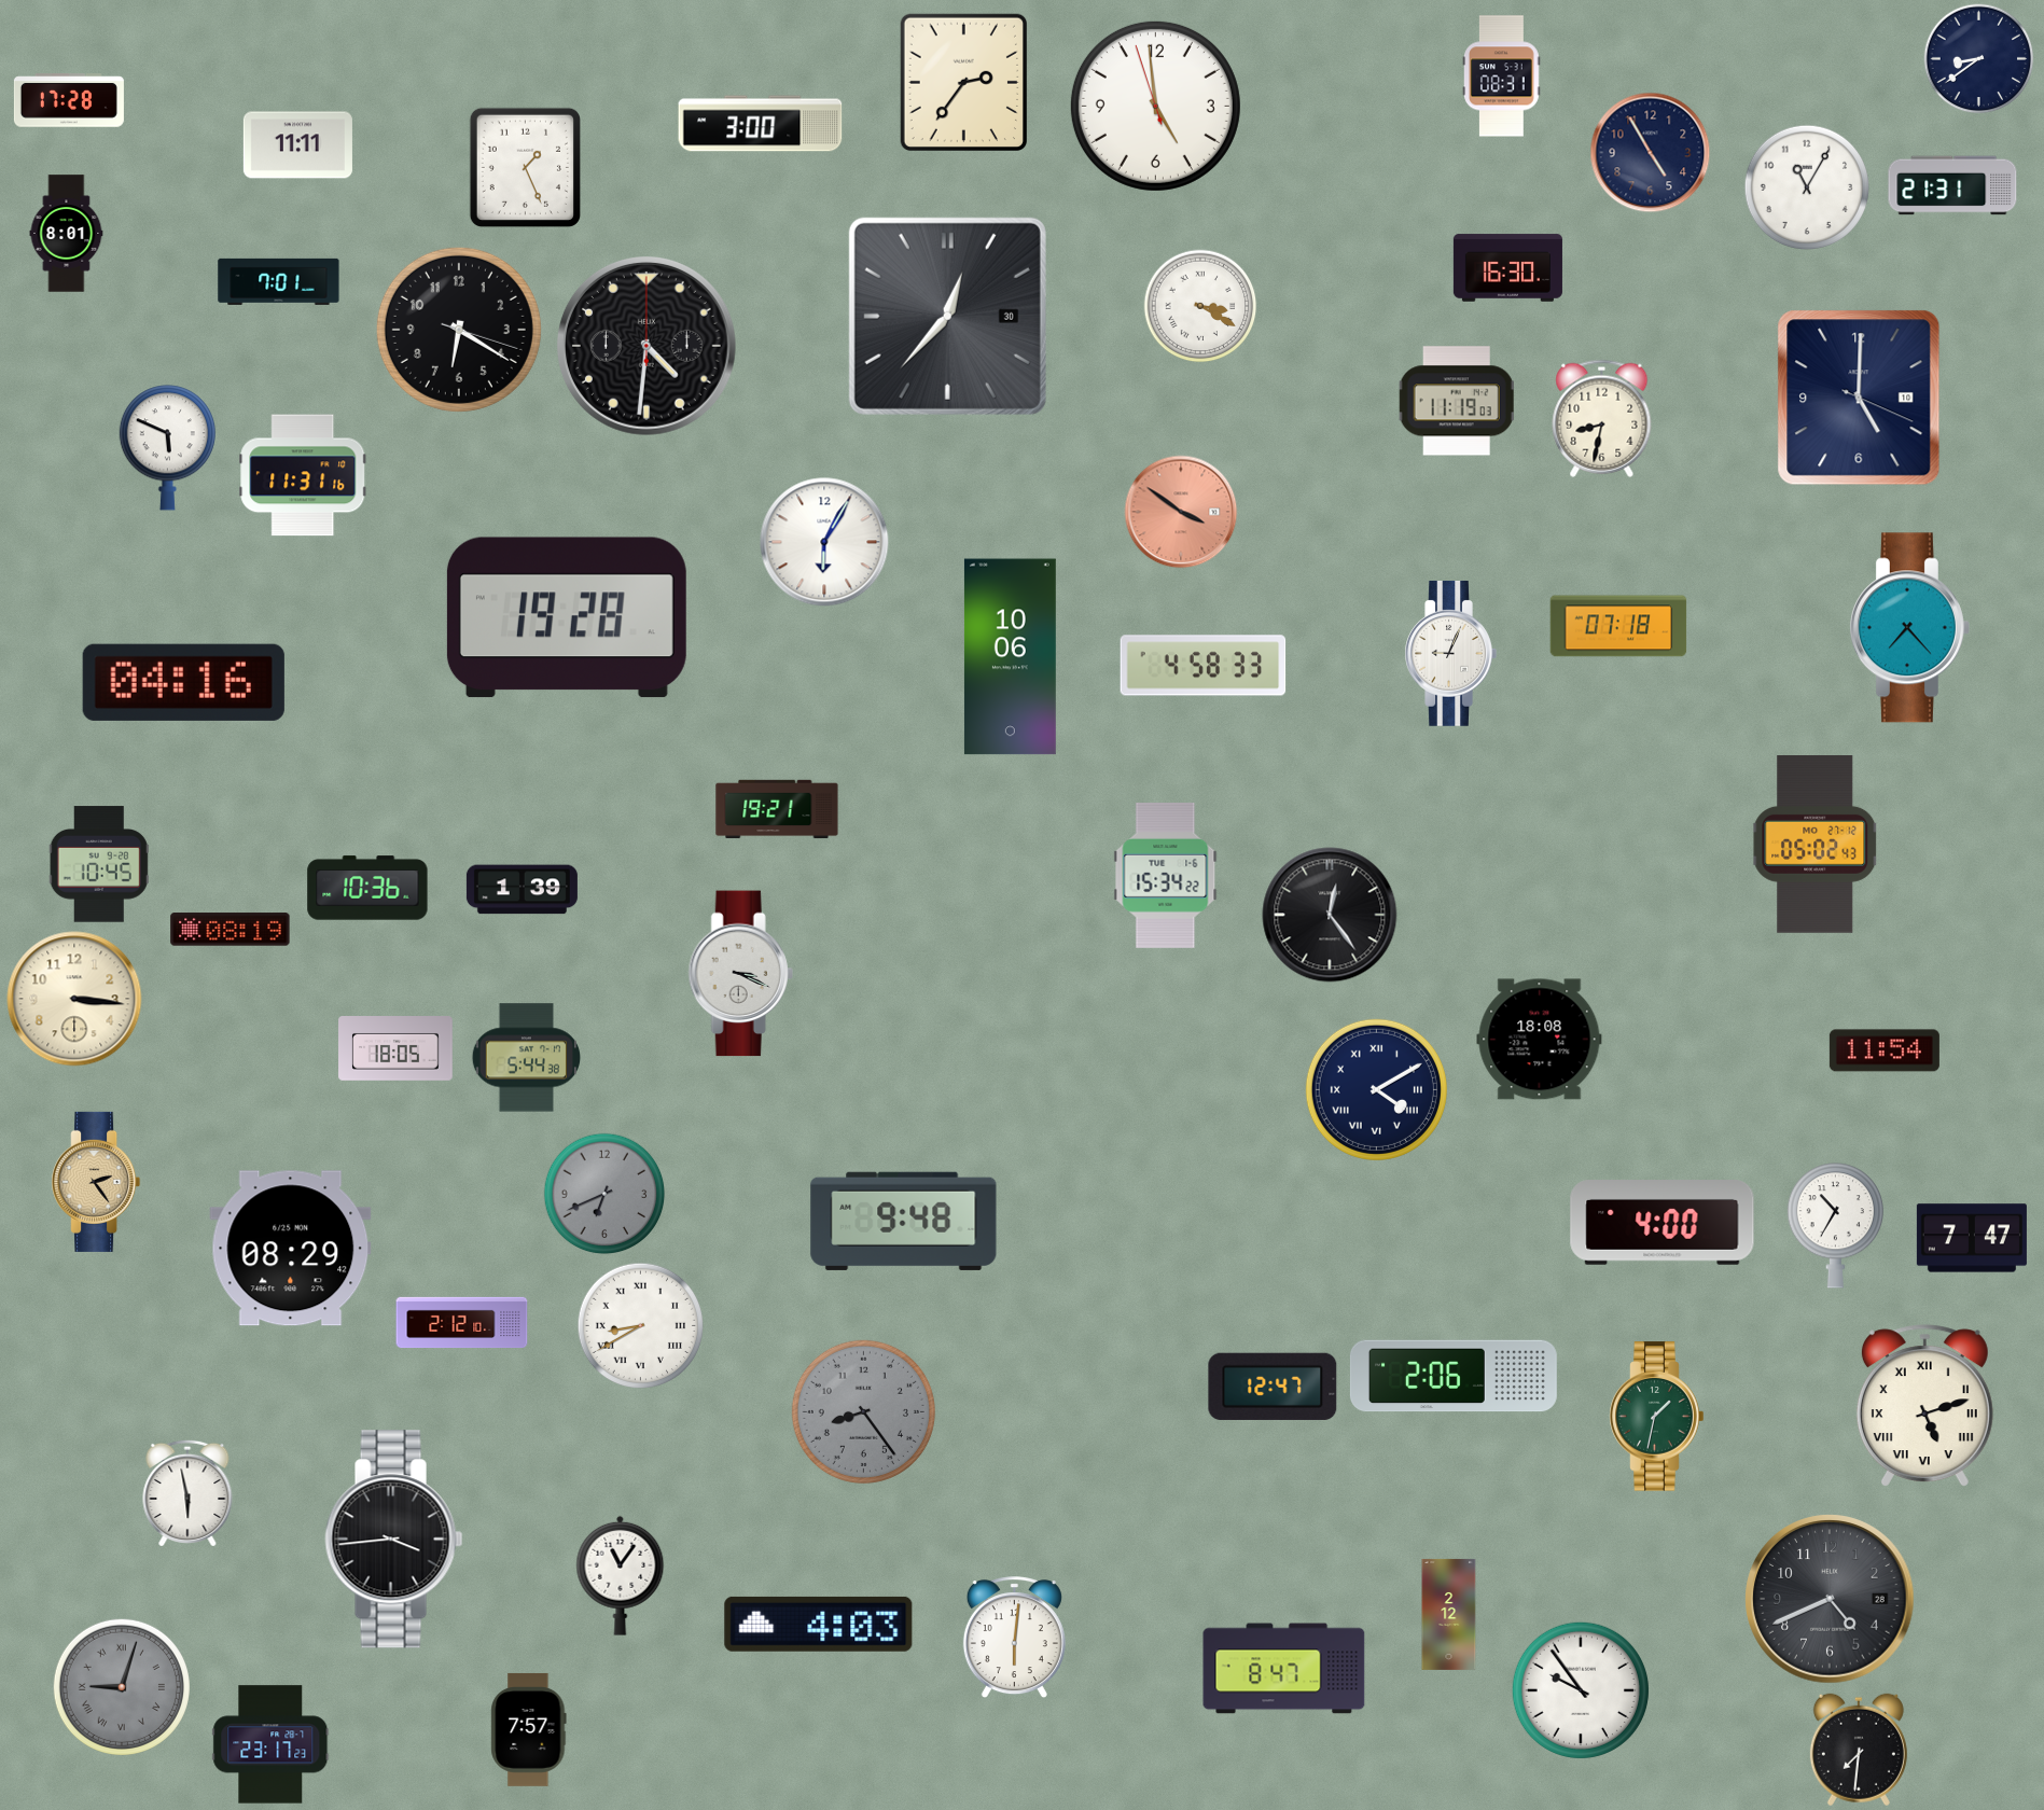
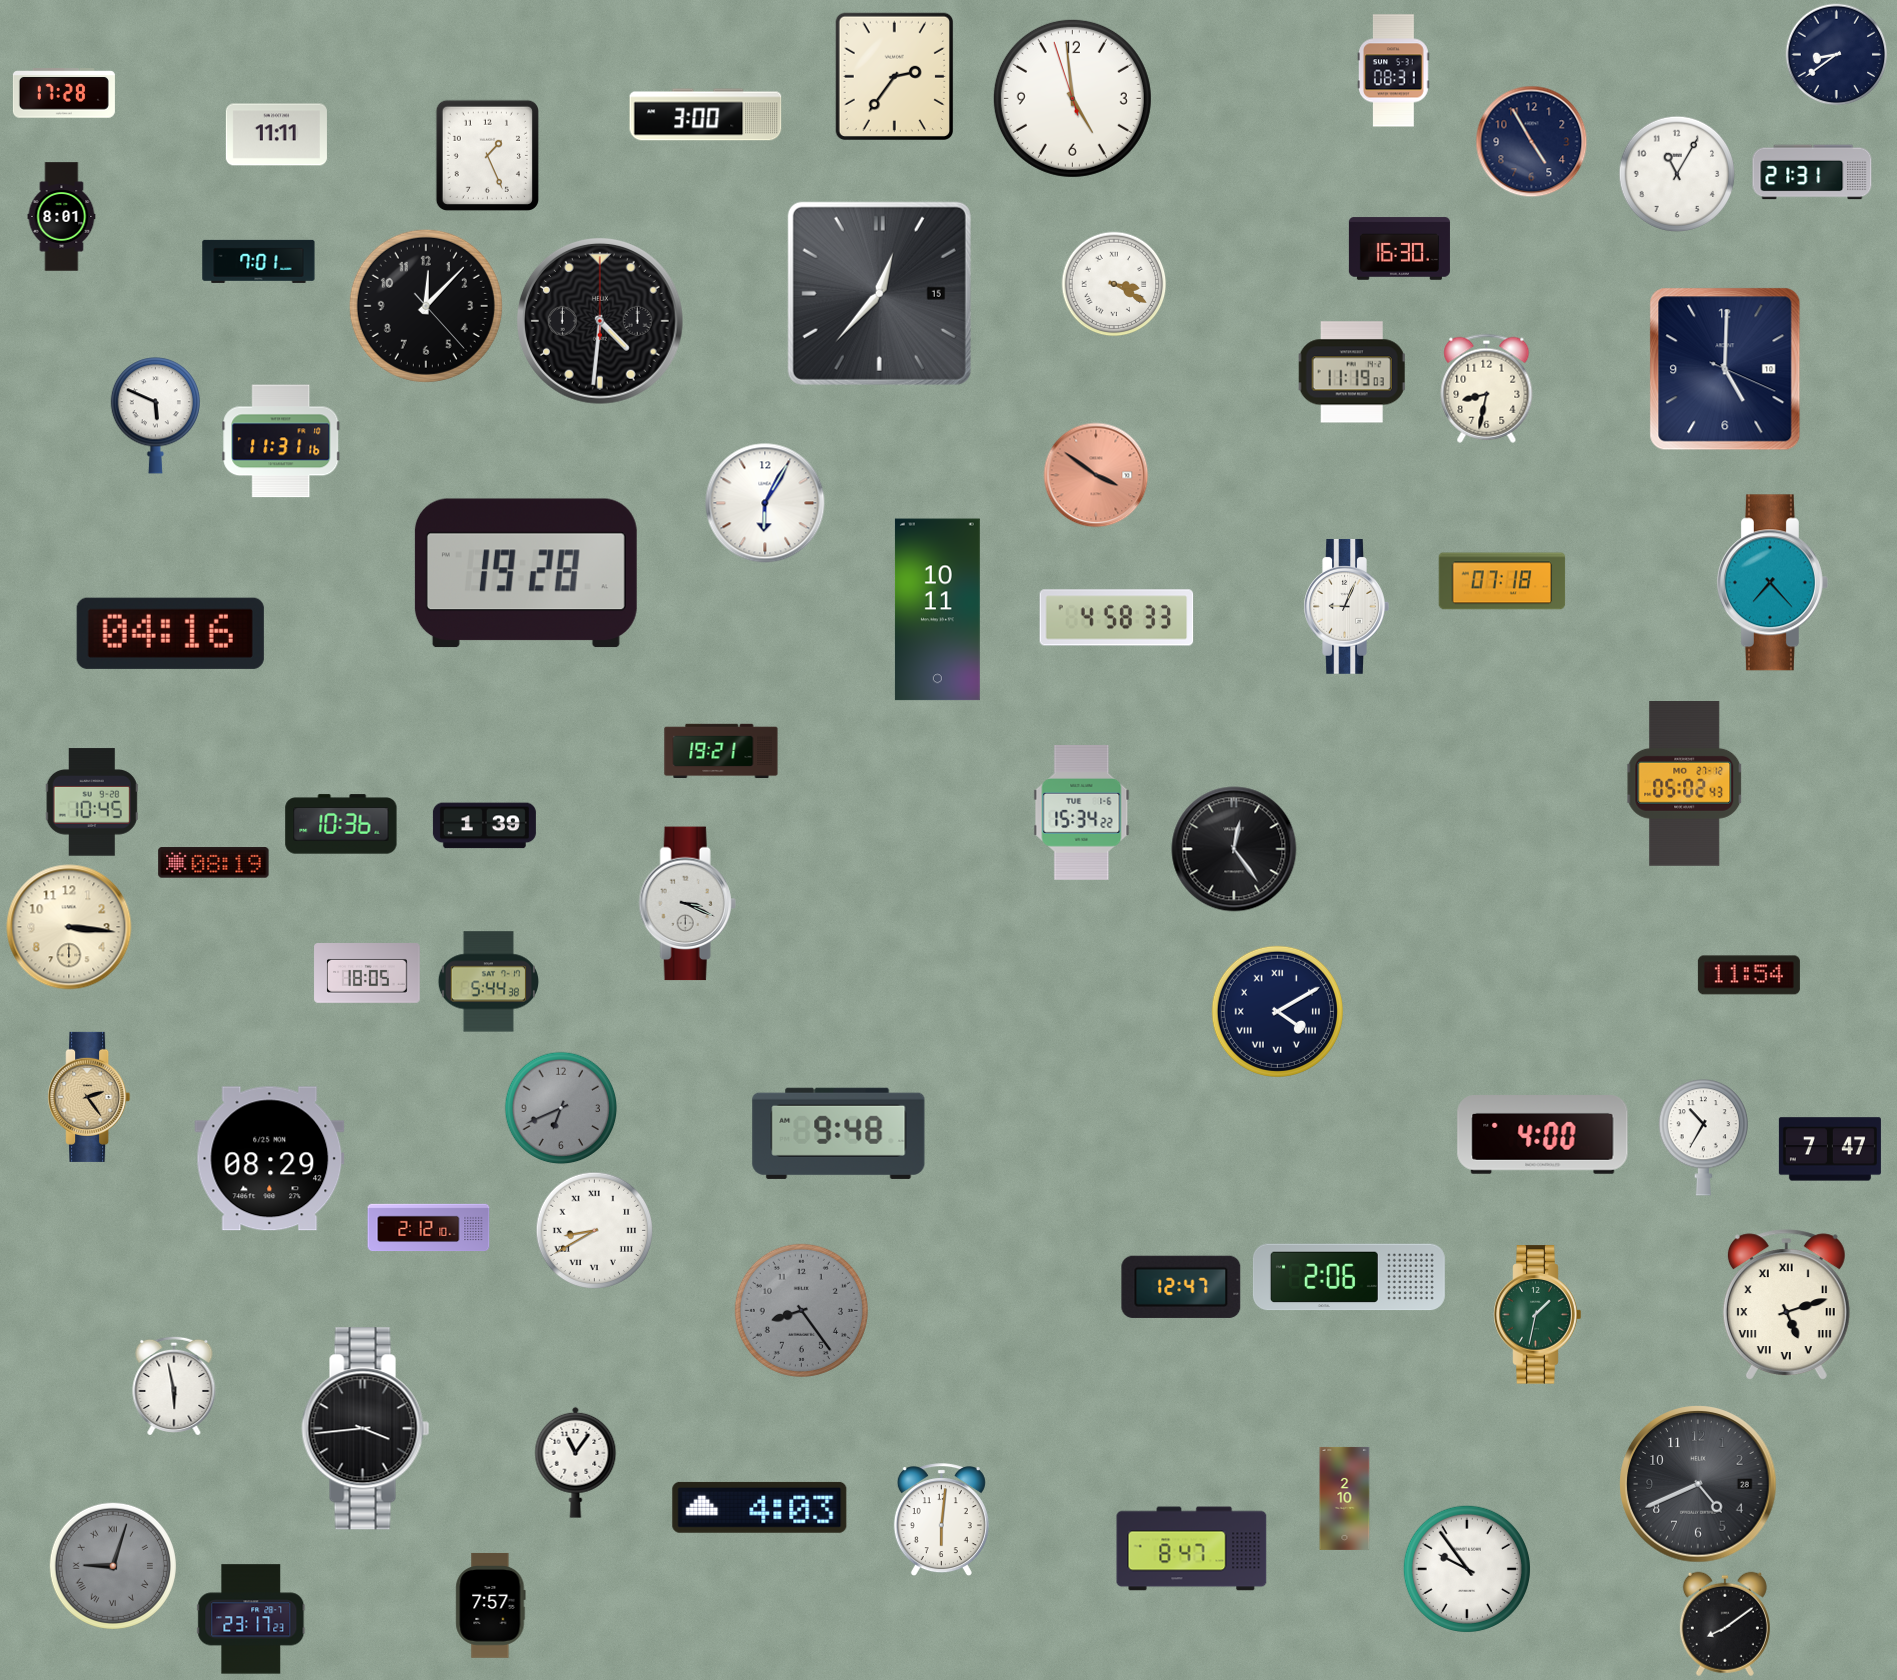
clock at (947, 316) date: 30 -> 15
clock at (459, 330): 6:20 -> 12:07
clock at (1010, 657): 10:06 -> 10:11
clock at (1540, 1040): 18:08 -> none
clock at (1449, 1614): 2:12 -> 2:10
clock at (1859, 1750): 7:31 -> 8:09
